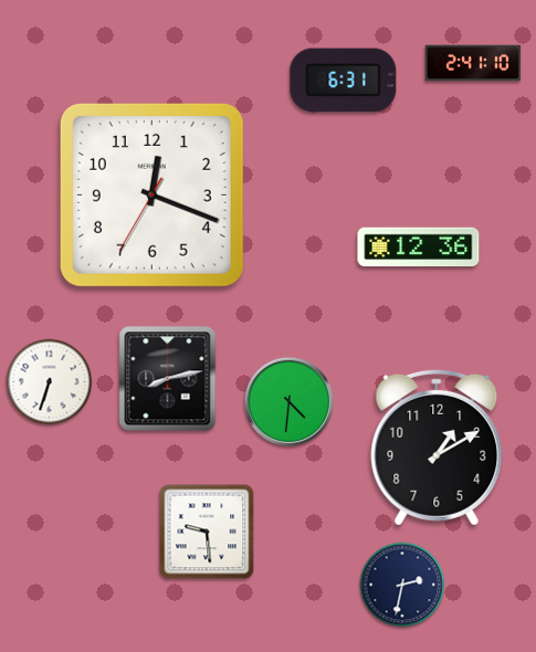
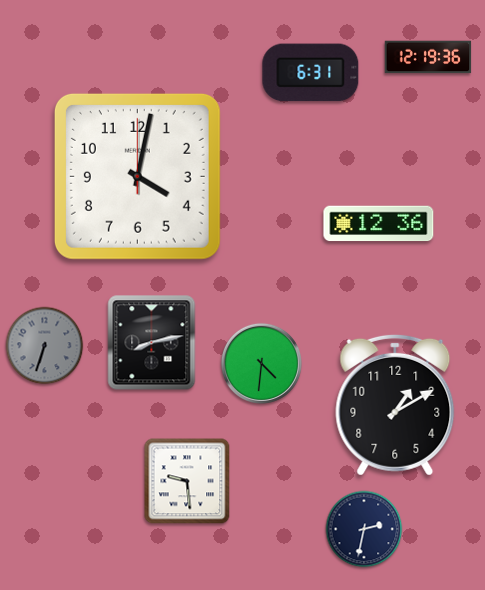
clock at (473, 63): 2:41 -> 12:19
clock at (151, 194): 12:18 -> 4:02
clock at (50, 382) dial: white -> grey
